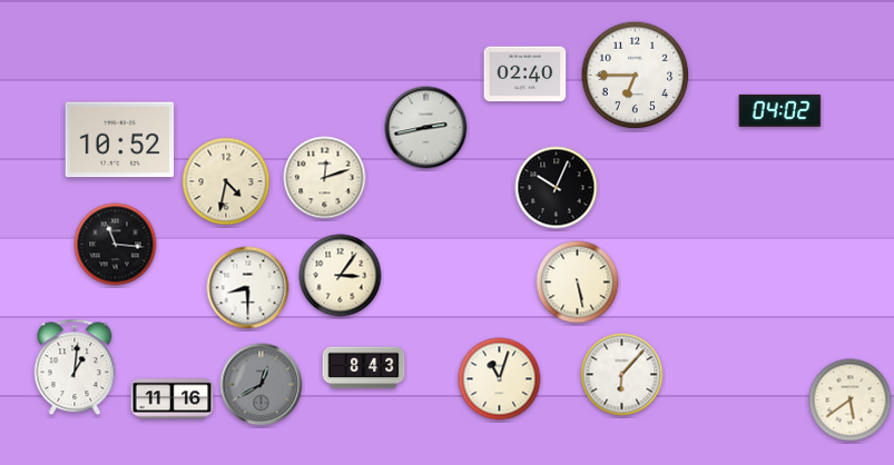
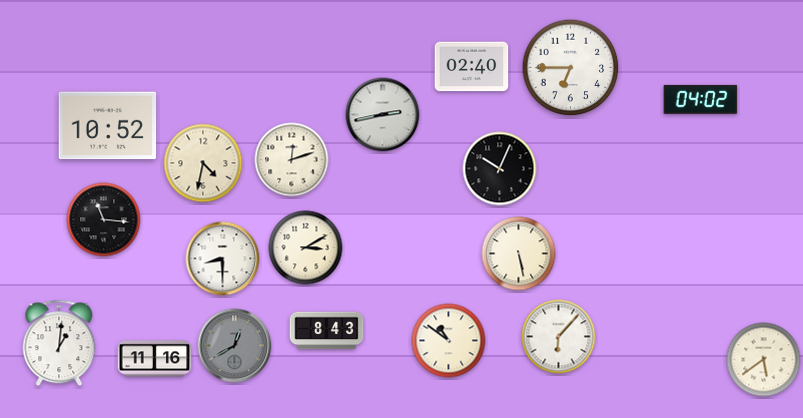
clock at (341, 276): 3:06 -> 3:10
clock at (75, 367) position: (75, 367) -> (59, 343)
clock at (500, 379): 11:03 -> 10:51
